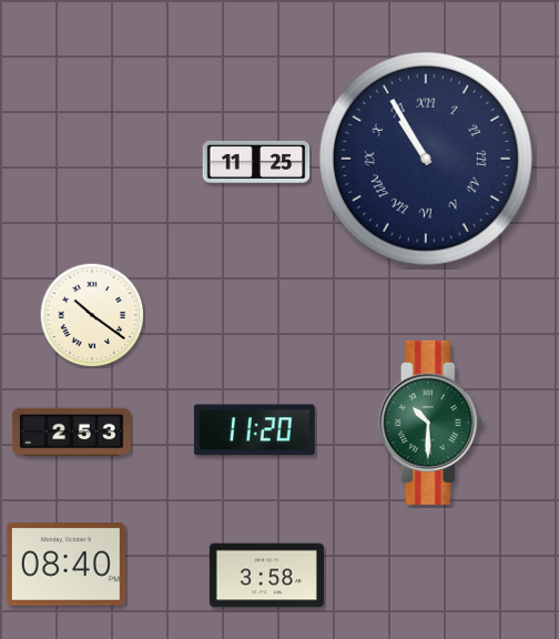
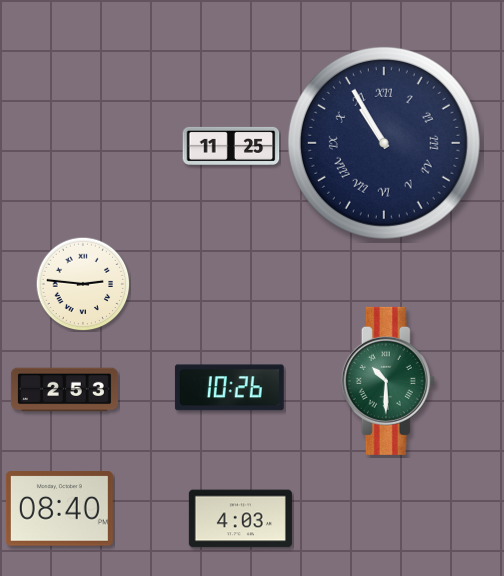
clock at (92, 315): 10:21 -> 2:46
clock at (254, 430): 11:20 -> 10:26
clock at (266, 576): 3:58 -> 4:03
